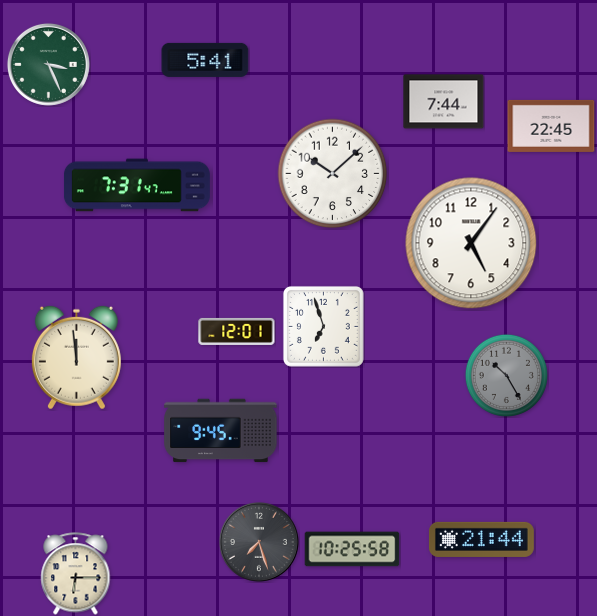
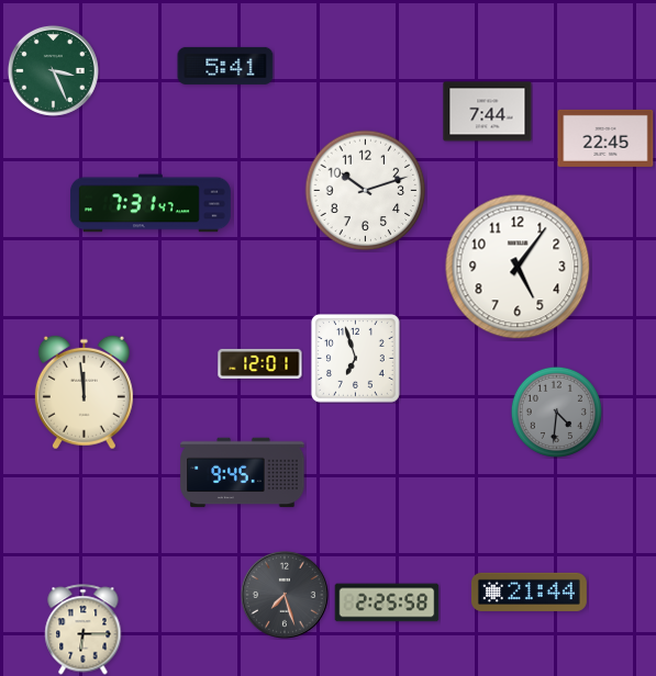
clock at (333, 174): 10:08 -> 10:12
clock at (506, 375): 10:25 -> 4:31
clock at (352, 549): 10:25 -> 2:25
